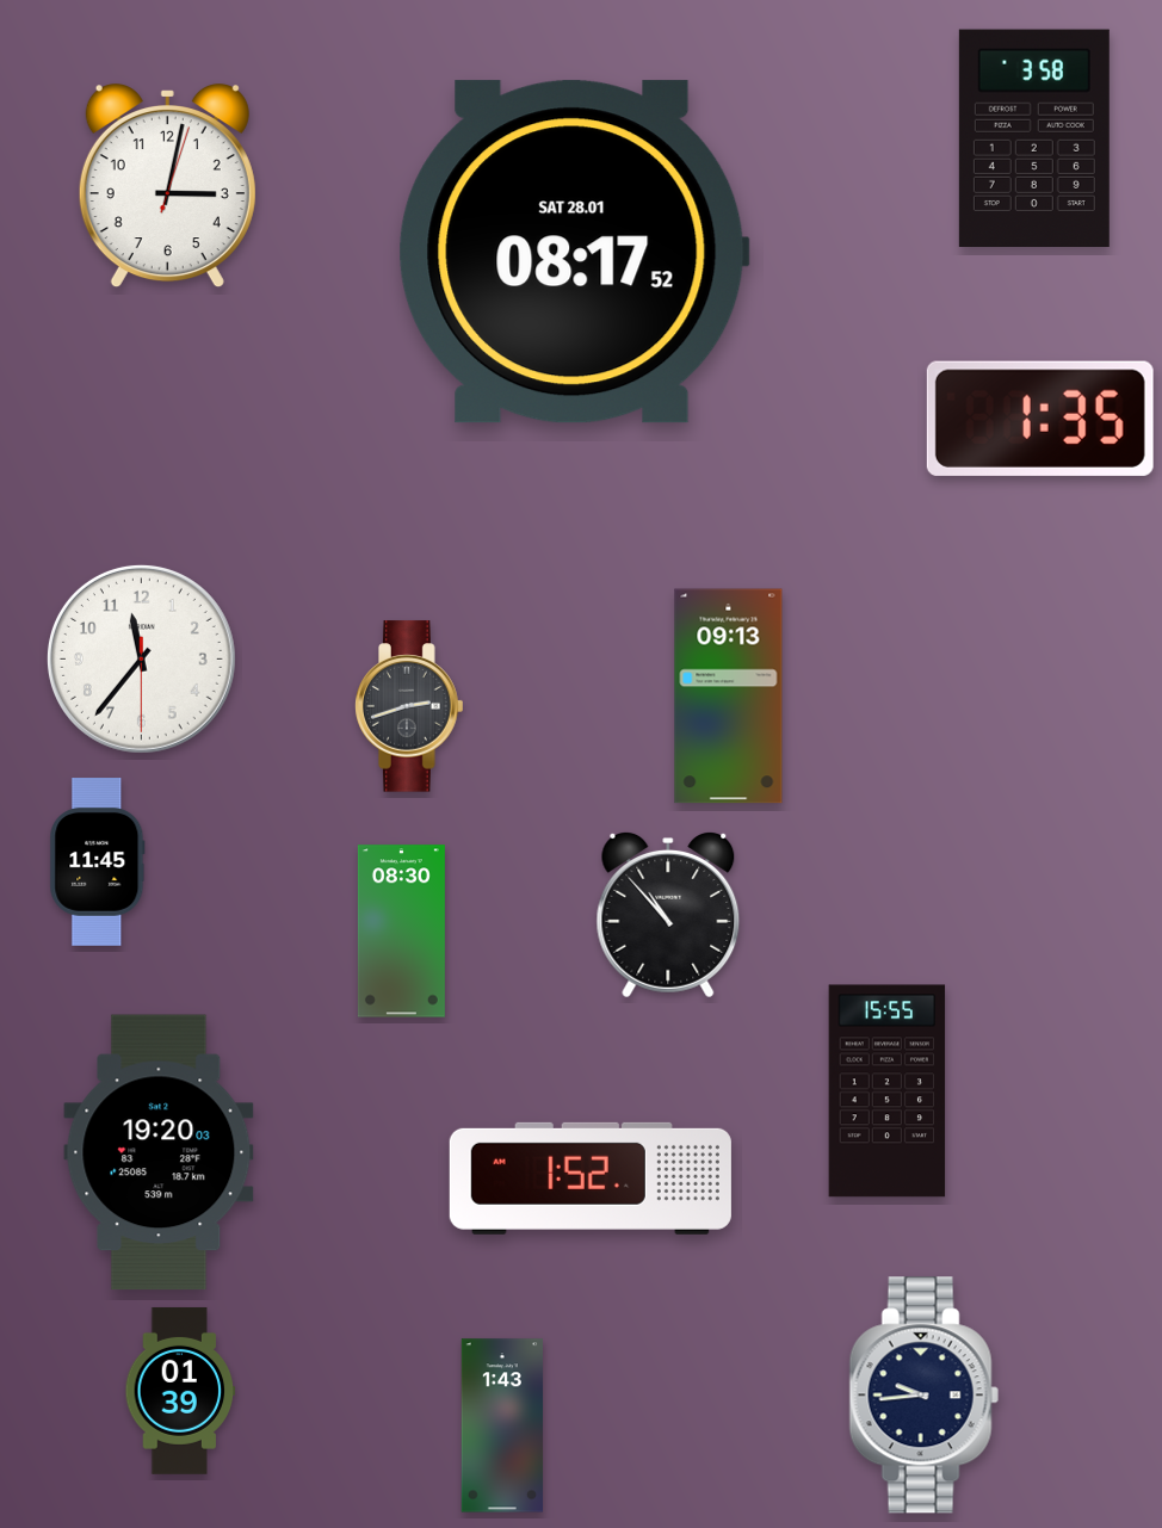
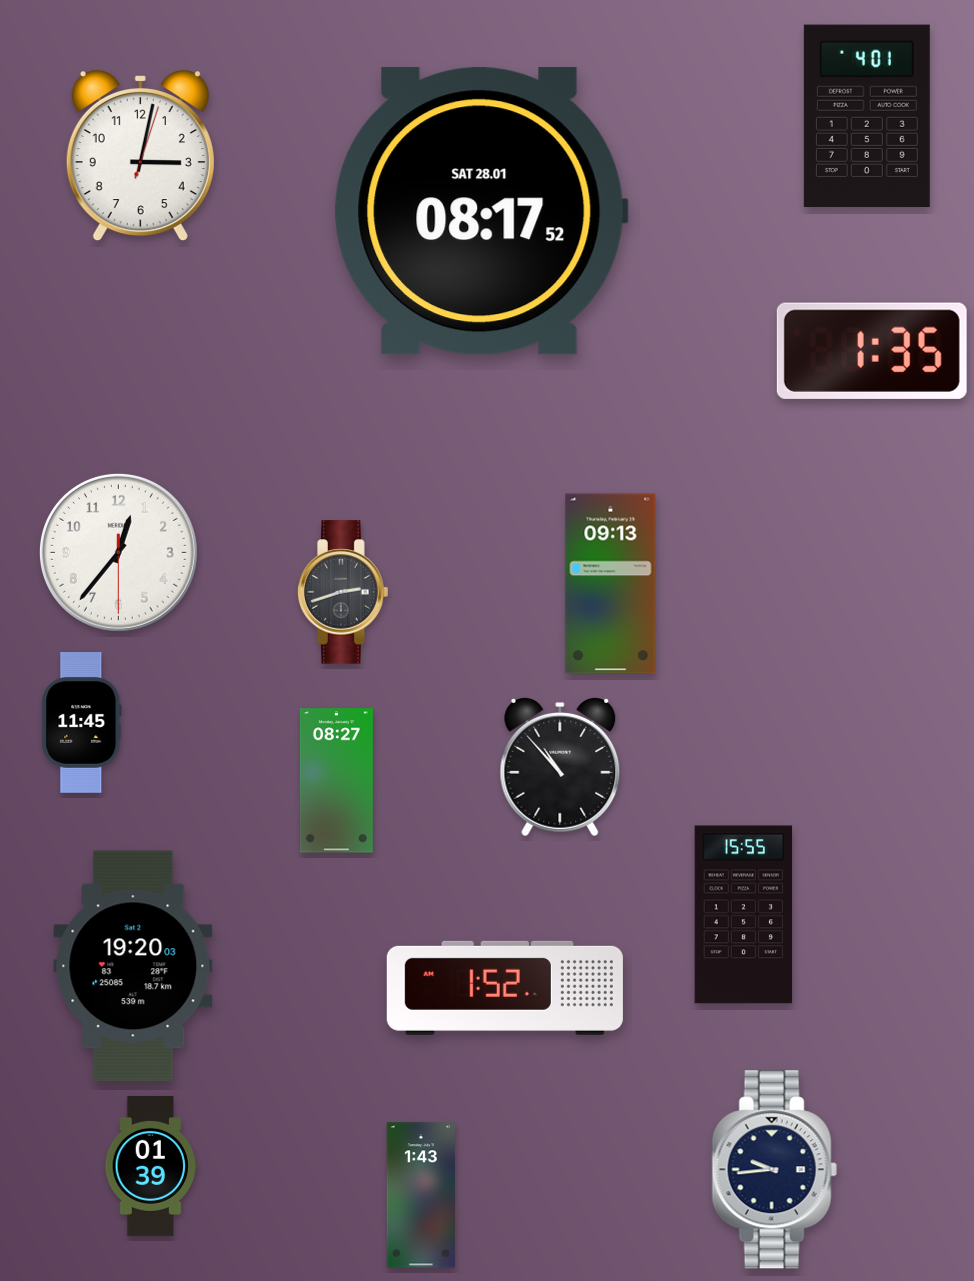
clock at (1034, 137): 3:58 -> 4:01
clock at (141, 658): 11:36 -> 12:36
clock at (401, 932): 08:30 -> 08:27
clock at (591, 1179) position: (591, 1179) -> (505, 988)
